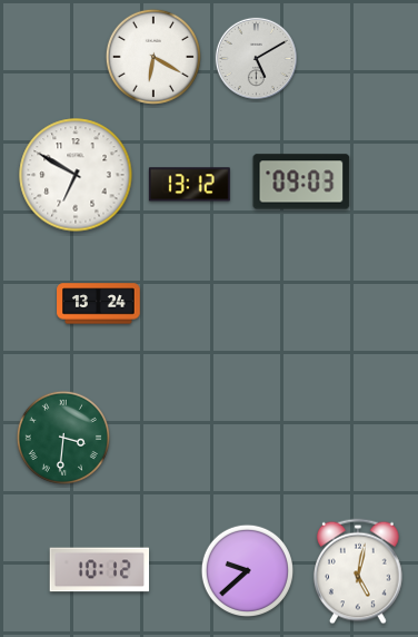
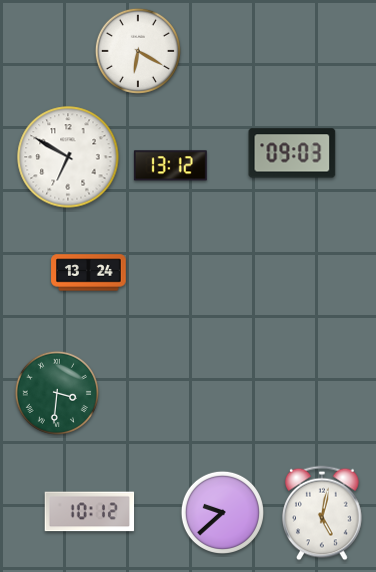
clock at (256, 58): 5:10 -> none
clock at (301, 182) position: (301, 182) -> (292, 153)
